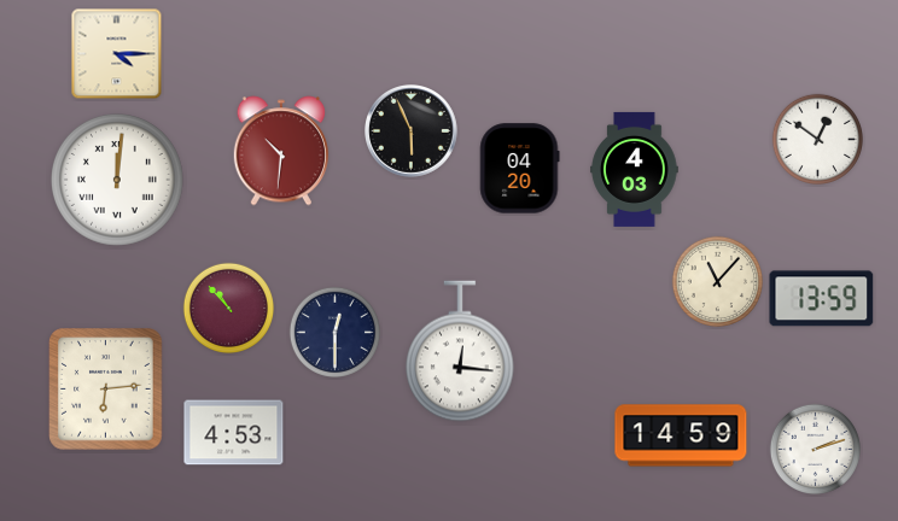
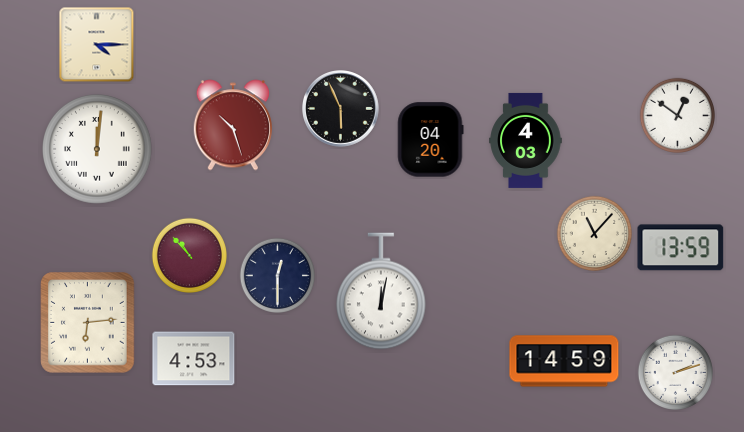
clock at (281, 151): 10:31 -> 10:27
clock at (461, 351): 12:16 -> 12:02
